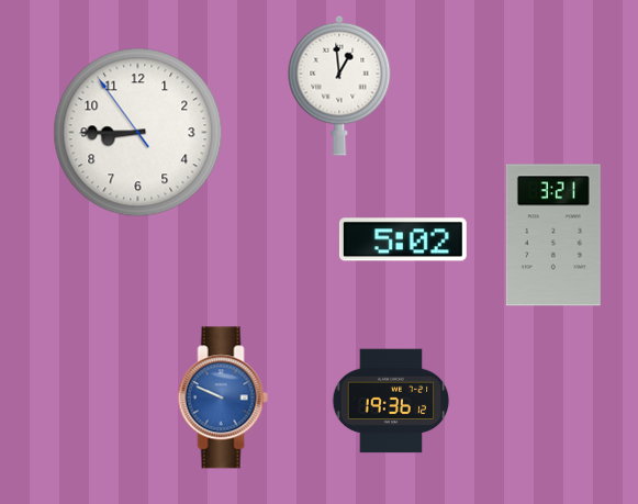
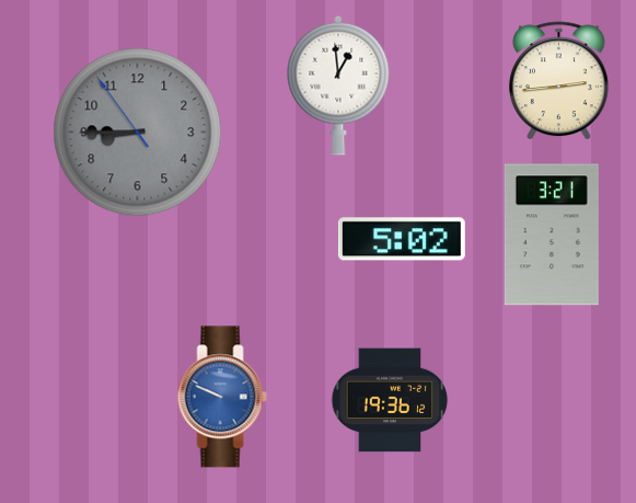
clock at (558, 81): none -> 2:44
clock at (138, 133) dial: white -> grey
